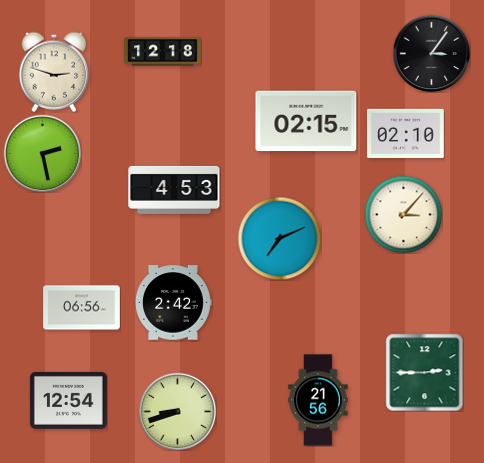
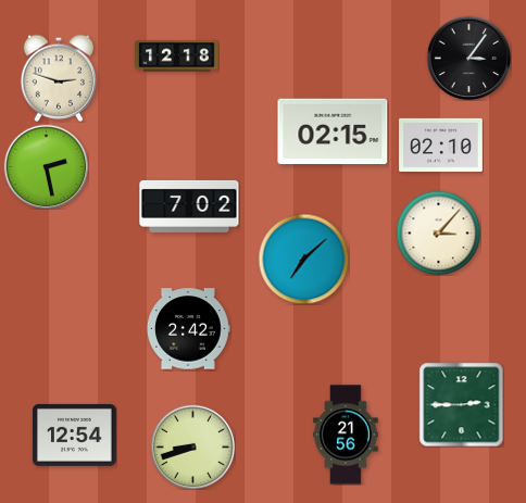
clock at (174, 190): 4:53 -> 7:02
clock at (279, 238): 7:11 -> 7:08
clock at (82, 308): 06:56 -> none
